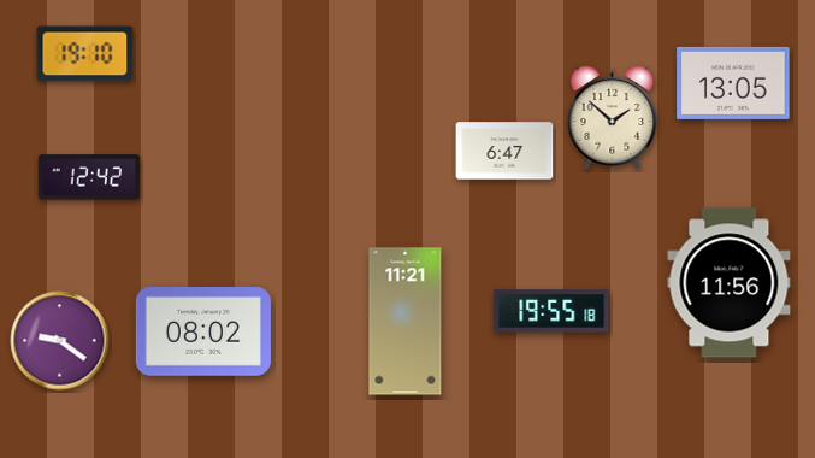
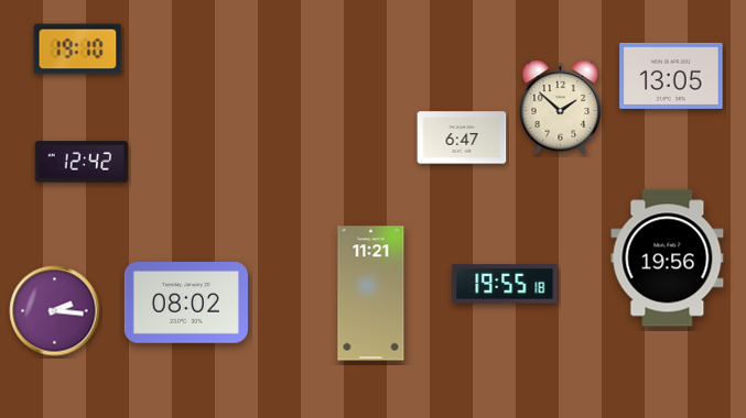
clock at (730, 283): 11:56 -> 19:56
clock at (60, 341): 9:21 -> 2:16
